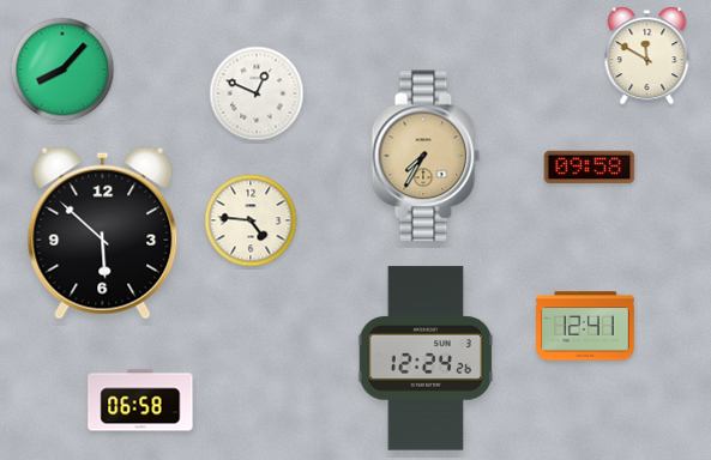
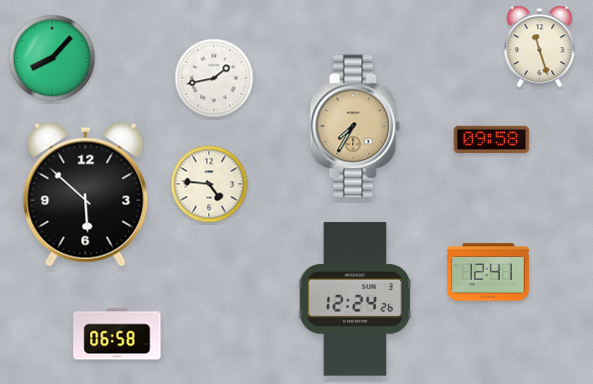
clock at (647, 56): 11:50 -> 11:27
clock at (257, 93): 12:49 -> 1:43
clock at (426, 156) position: (426, 156) -> (355, 126)
